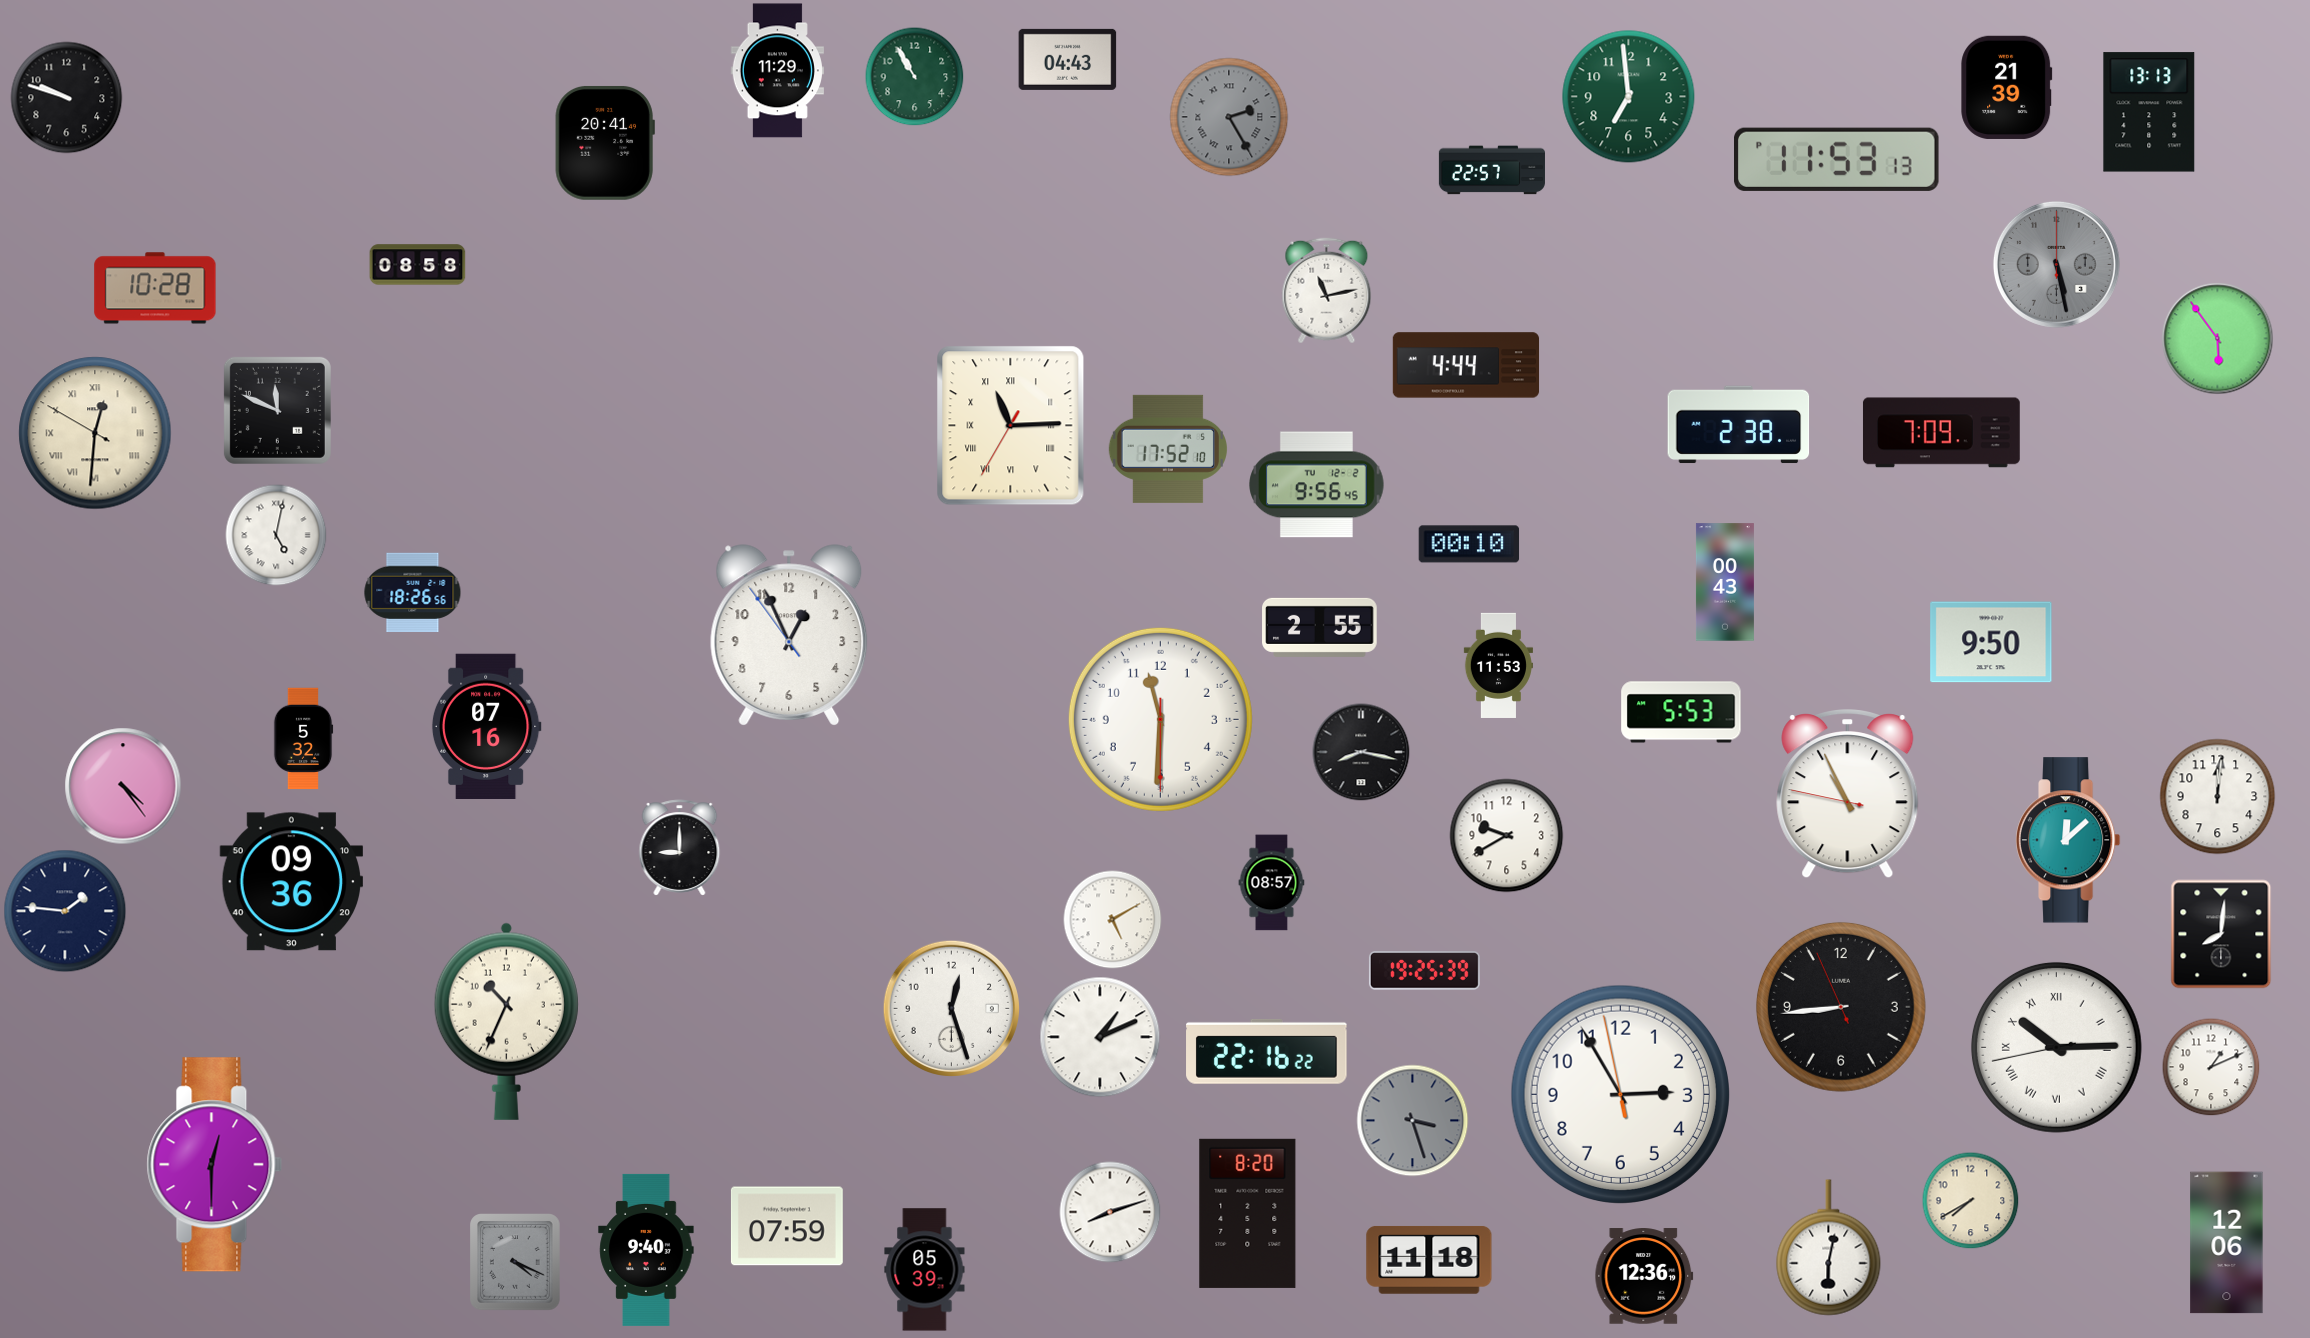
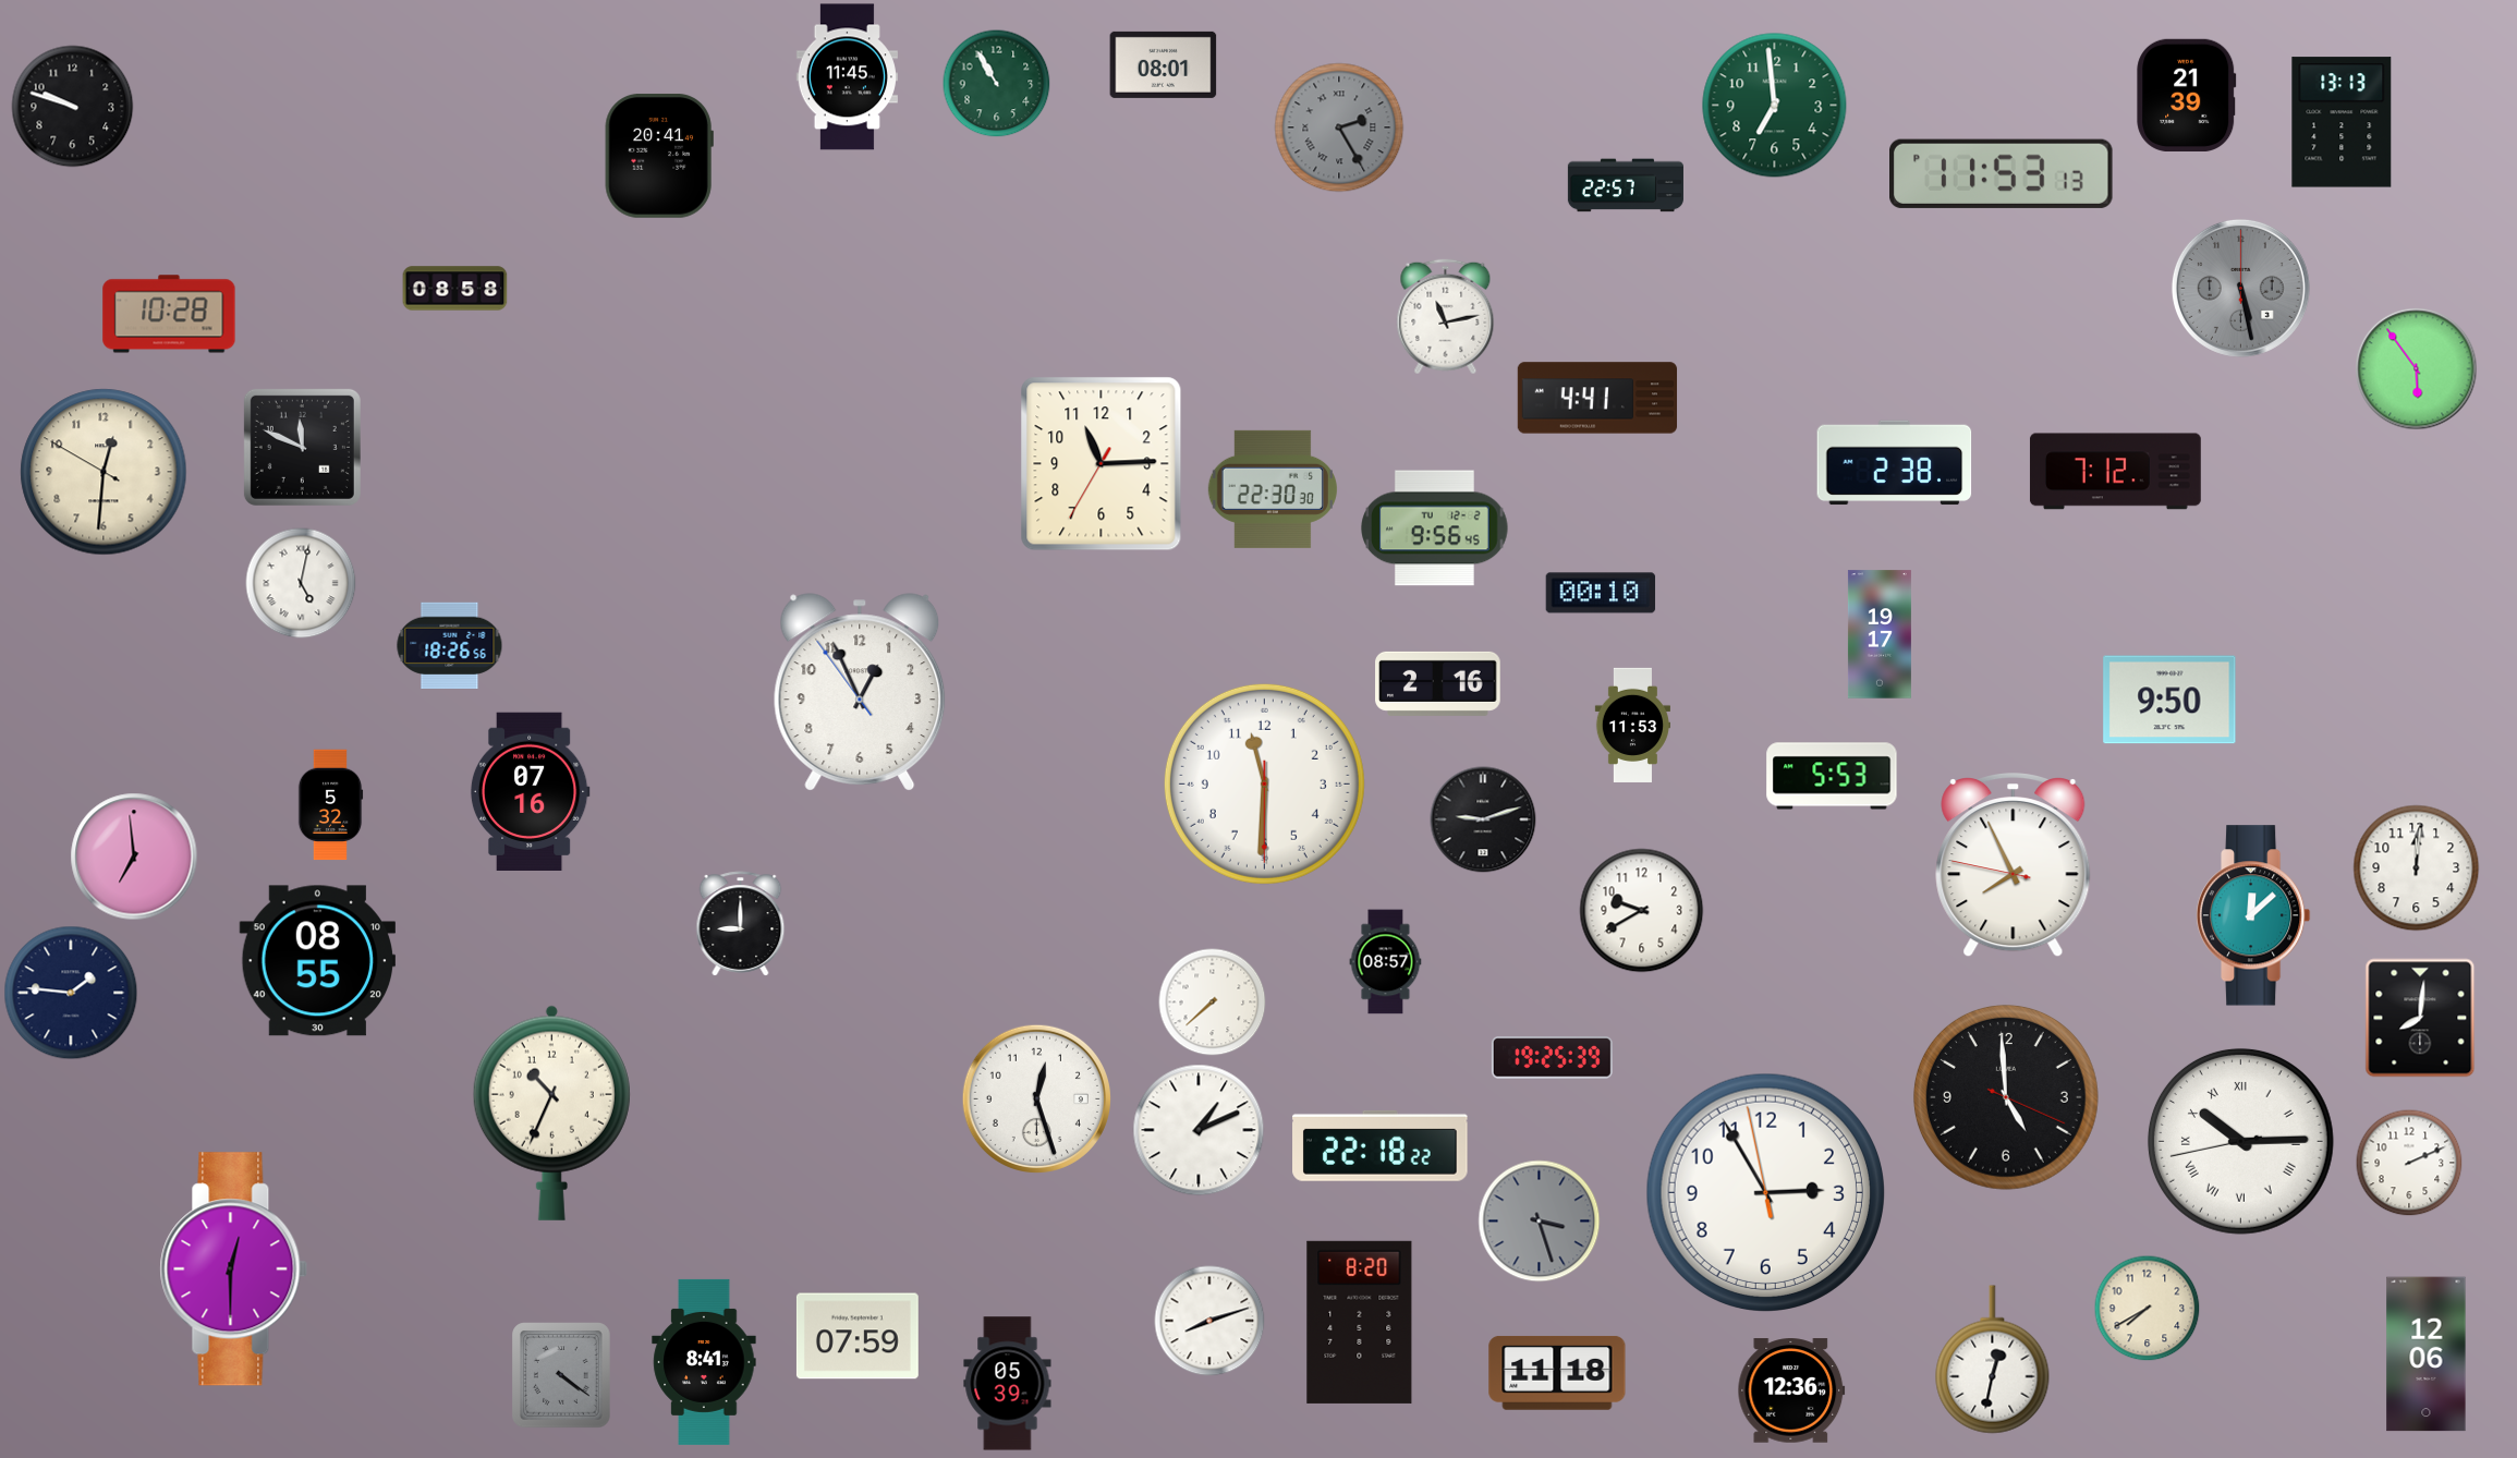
clock at (1068, 59): 04:43 -> 08:01
clock at (777, 71): 11:29 -> 11:45
clock at (1466, 365): 4:44 -> 4:41
clock at (1011, 426) numerals: Roman -> Arabic
clock at (95, 433) numerals: Roman -> Arabic
clock at (1941, 433): 7:09 -> 7:12
clock at (1168, 449): 17:52 -> 22:30
clock at (1725, 582): 00:43 -> 19:17
clock at (1320, 627): 2:55 -> 2:16
clock at (1361, 752): 8:17 -> 9:12
clock at (123, 786): 4:24 -> 6:59
clock at (1848, 795): 10:55 -> 7:55
clock at (292, 882): 09:36 -> 08:55
clock at (1113, 920): 5:10 -> 7:38
clock at (1841, 1007): 8:43 -> 4:59
clock at (1267, 1051): 22:16 -> 22:18
clock at (2211, 1067): 1:11 -> 2:11
clock at (1829, 1248): 6:02 -> 12:32
clock at (646, 1250): 9:40 -> 8:41
clock at (516, 1262): 4:19 -> 4:21
